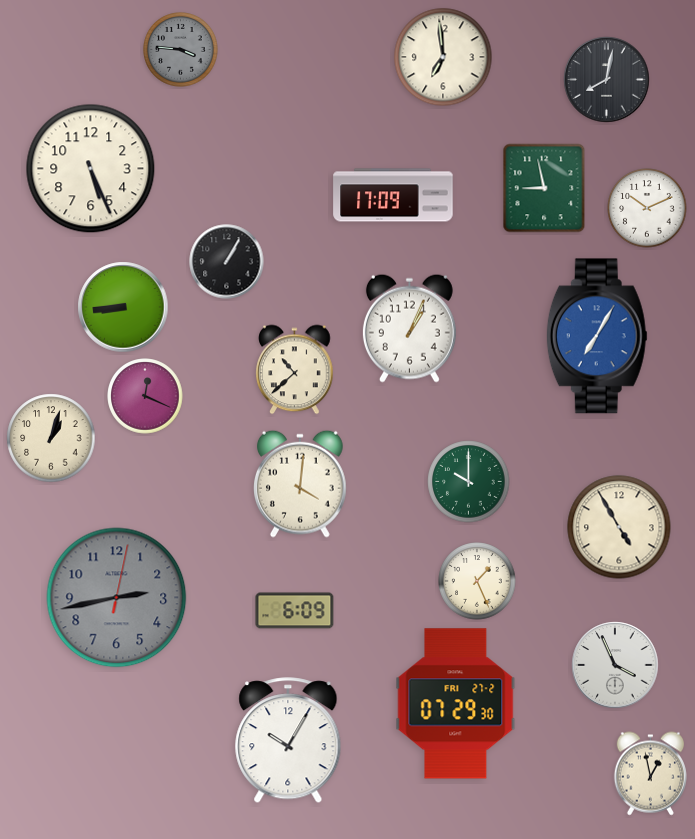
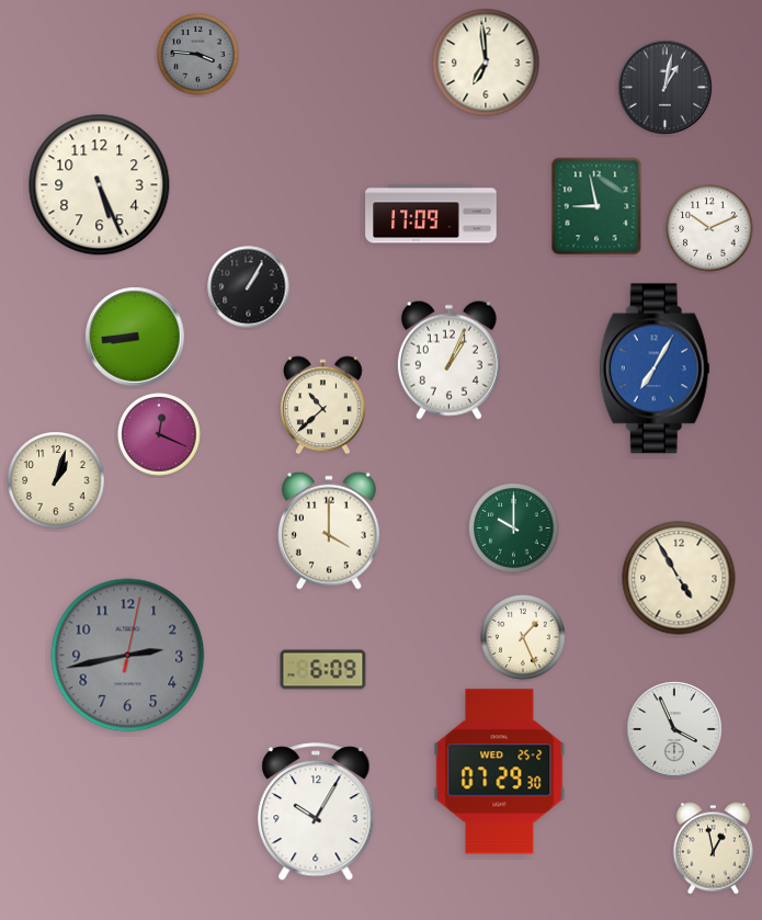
clock at (607, 80): 8:02 -> 1:02
clock at (301, 484): 4:01 -> 4:00
clock at (456, 704) date: FRI 27-2 -> WED 25-2
